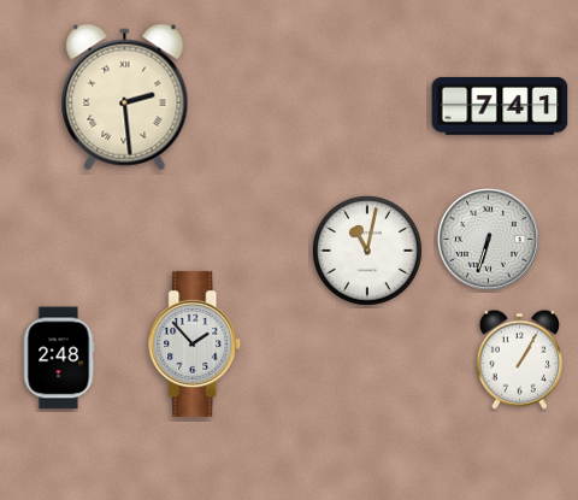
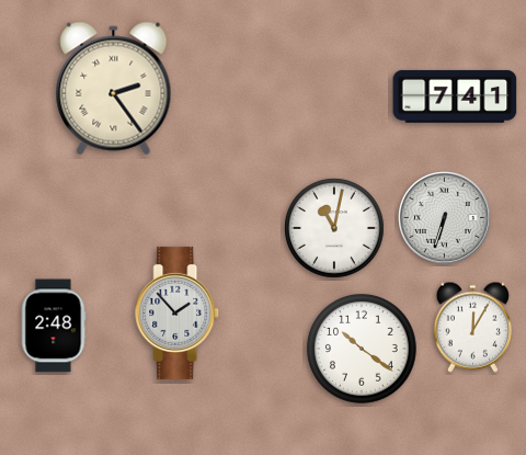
clock at (125, 98): 2:29 -> 2:24
clock at (519, 359): 1:05 -> 12:05
clock at (363, 350): none -> 10:21
